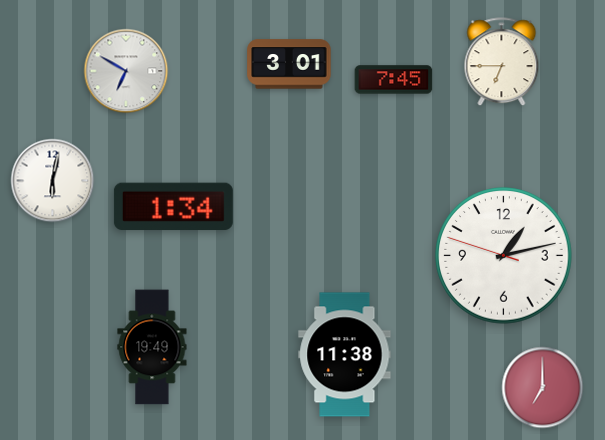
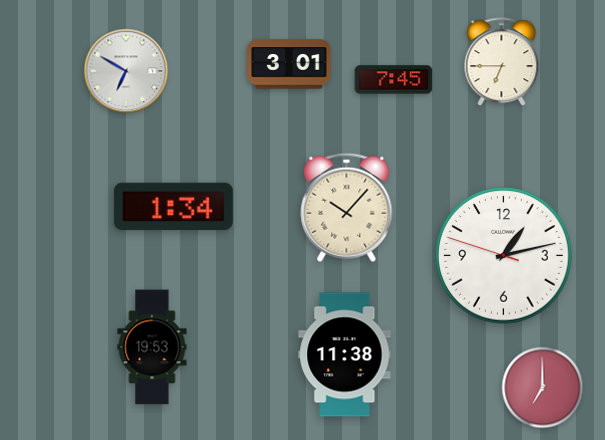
clock at (53, 181): 6:02 -> none
clock at (347, 207): none -> 10:07
clock at (152, 347): 19:49 -> 19:53
